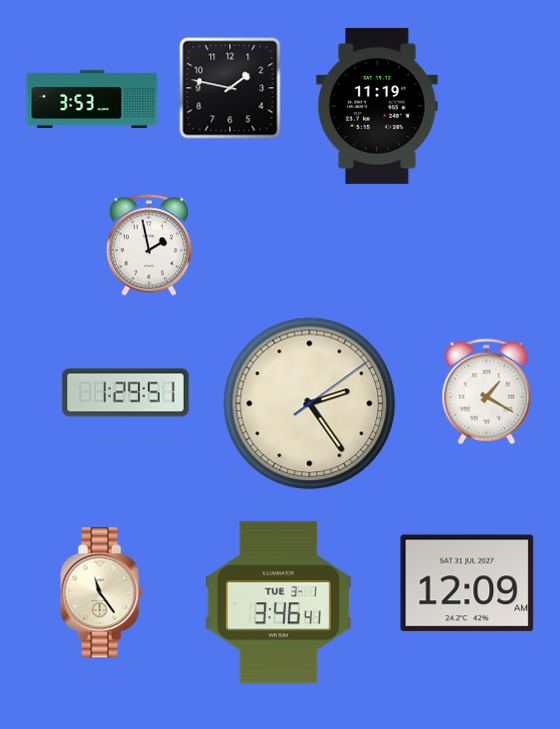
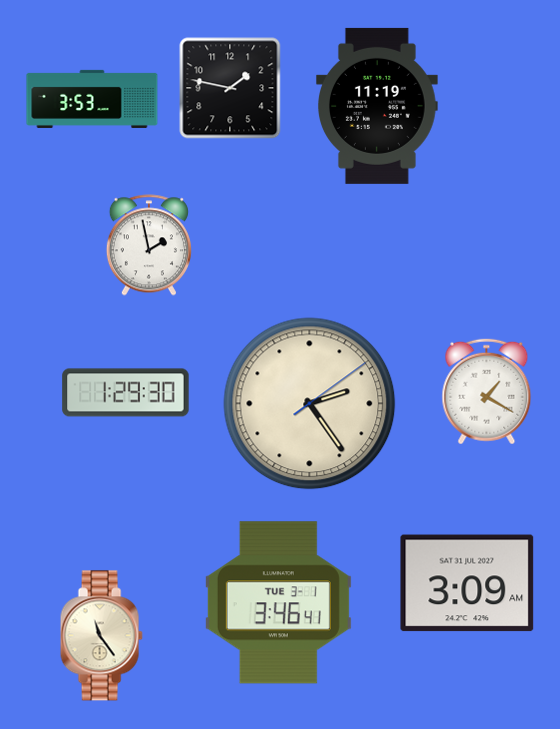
clock at (126, 393): 1:29:51 -> 1:29:30
clock at (467, 583): 12:09 -> 3:09
clock at (101, 593) position: (101, 593) -> (101, 636)
